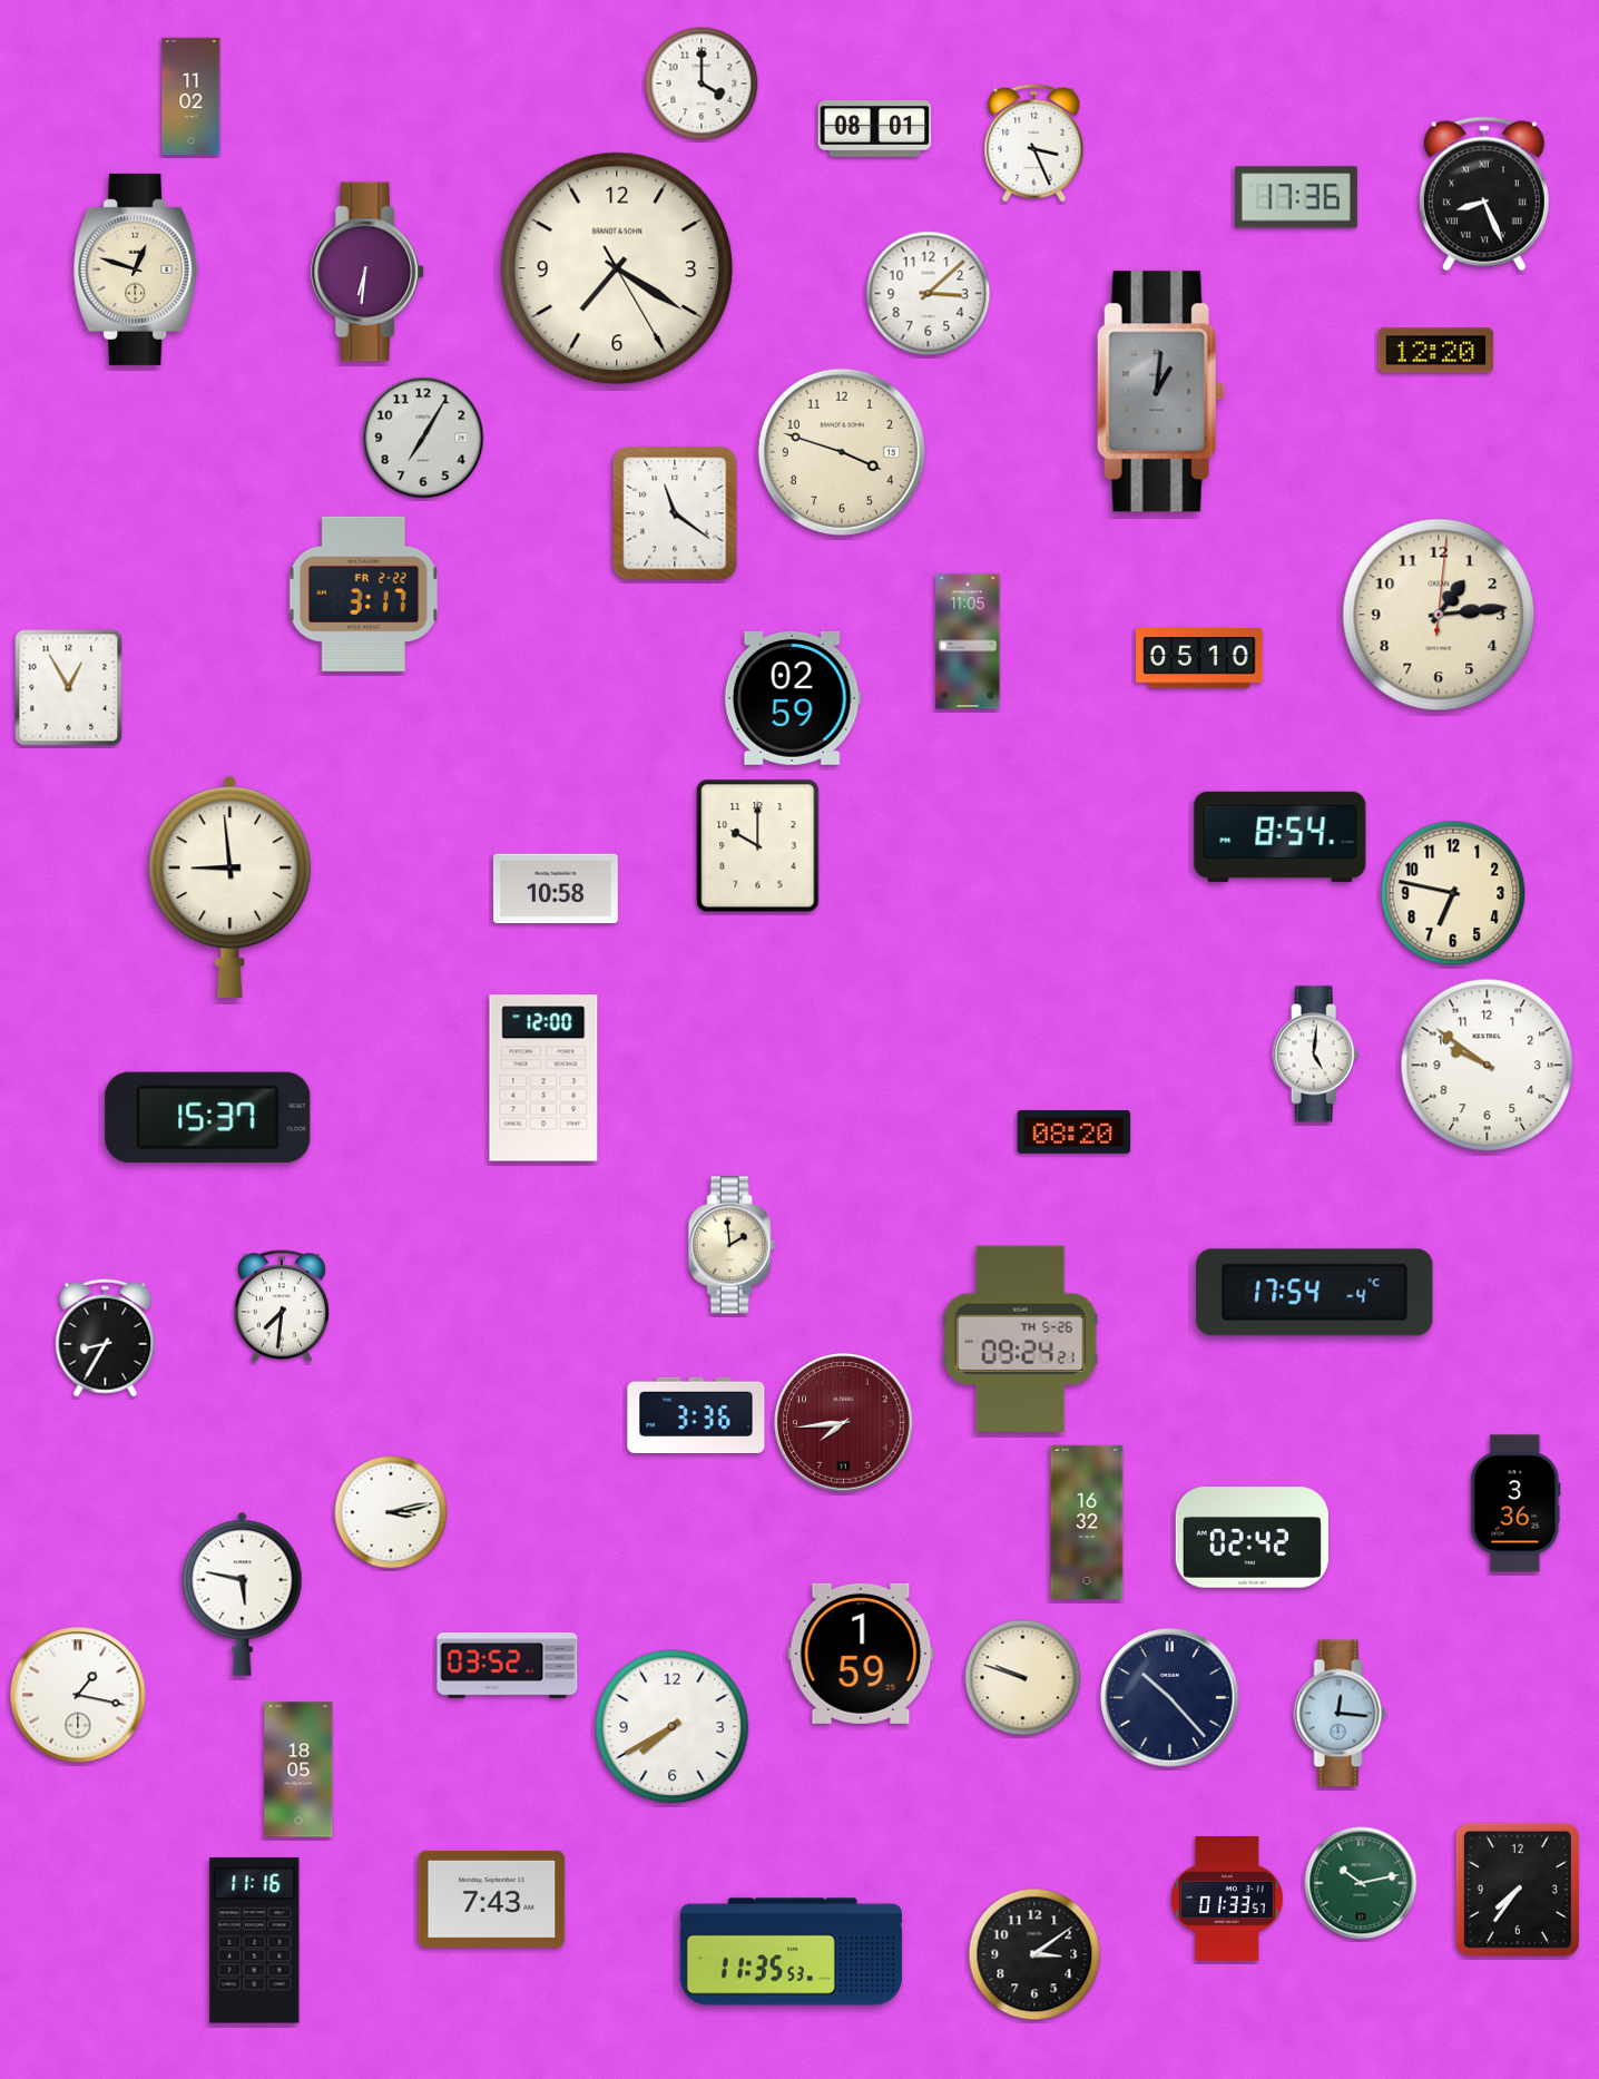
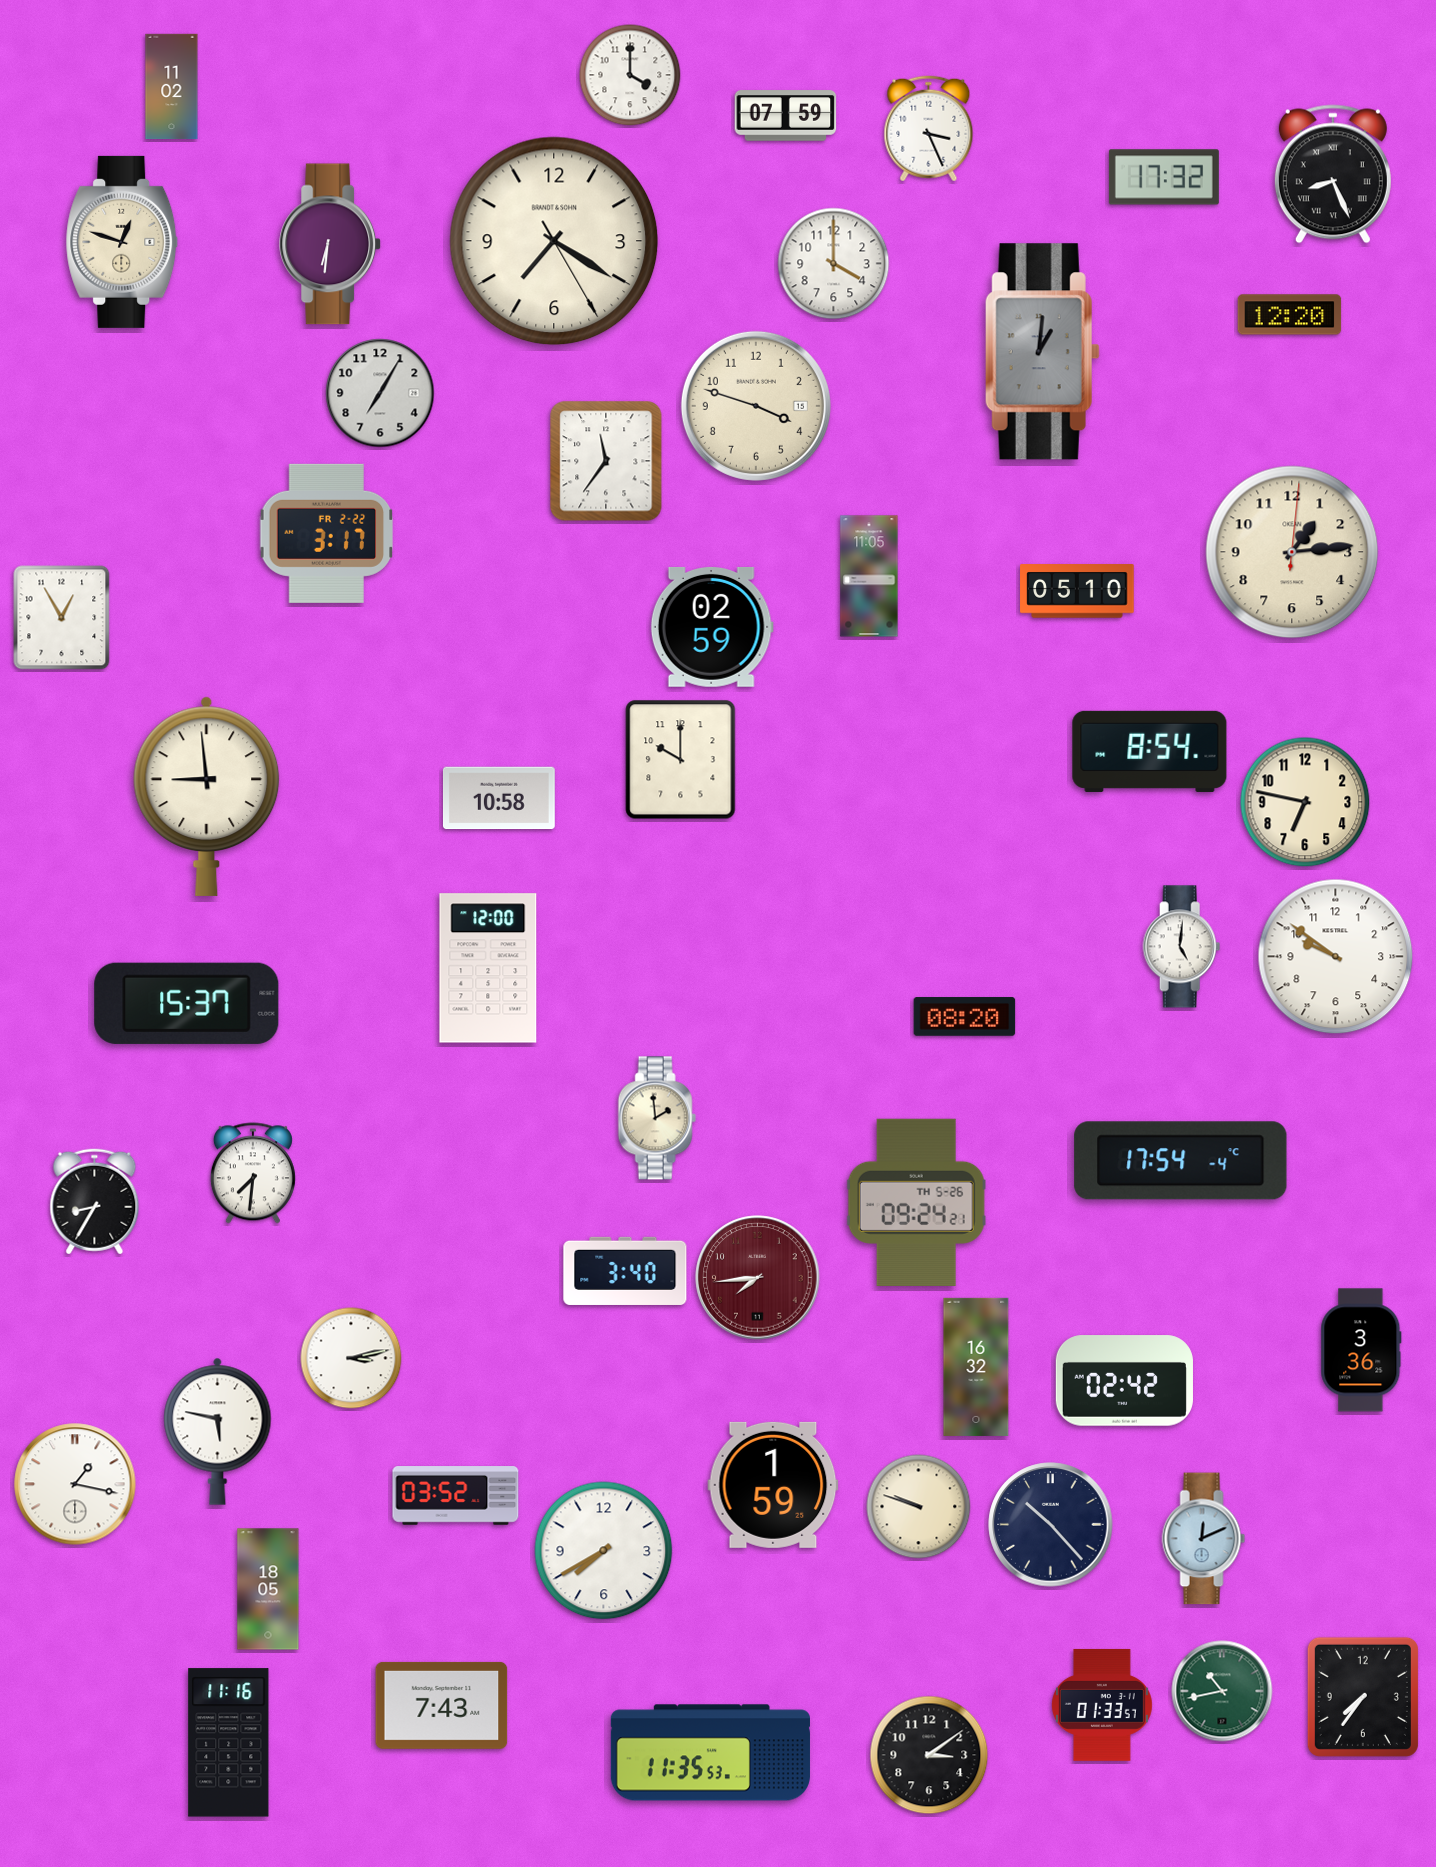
clock at (875, 129): 08:01 -> 07:59
clock at (1296, 197): 17:36 -> 17:32
clock at (929, 294): 3:08 -> 4:00
clock at (675, 513): 11:21 -> 11:36
clock at (696, 1415): 3:36 -> 3:40
clock at (78, 1695) position: (78, 1695) -> (75, 1484)
clock at (1341, 1714): 12:16 -> 12:11
clock at (1361, 1883): 10:13 -> 10:43
